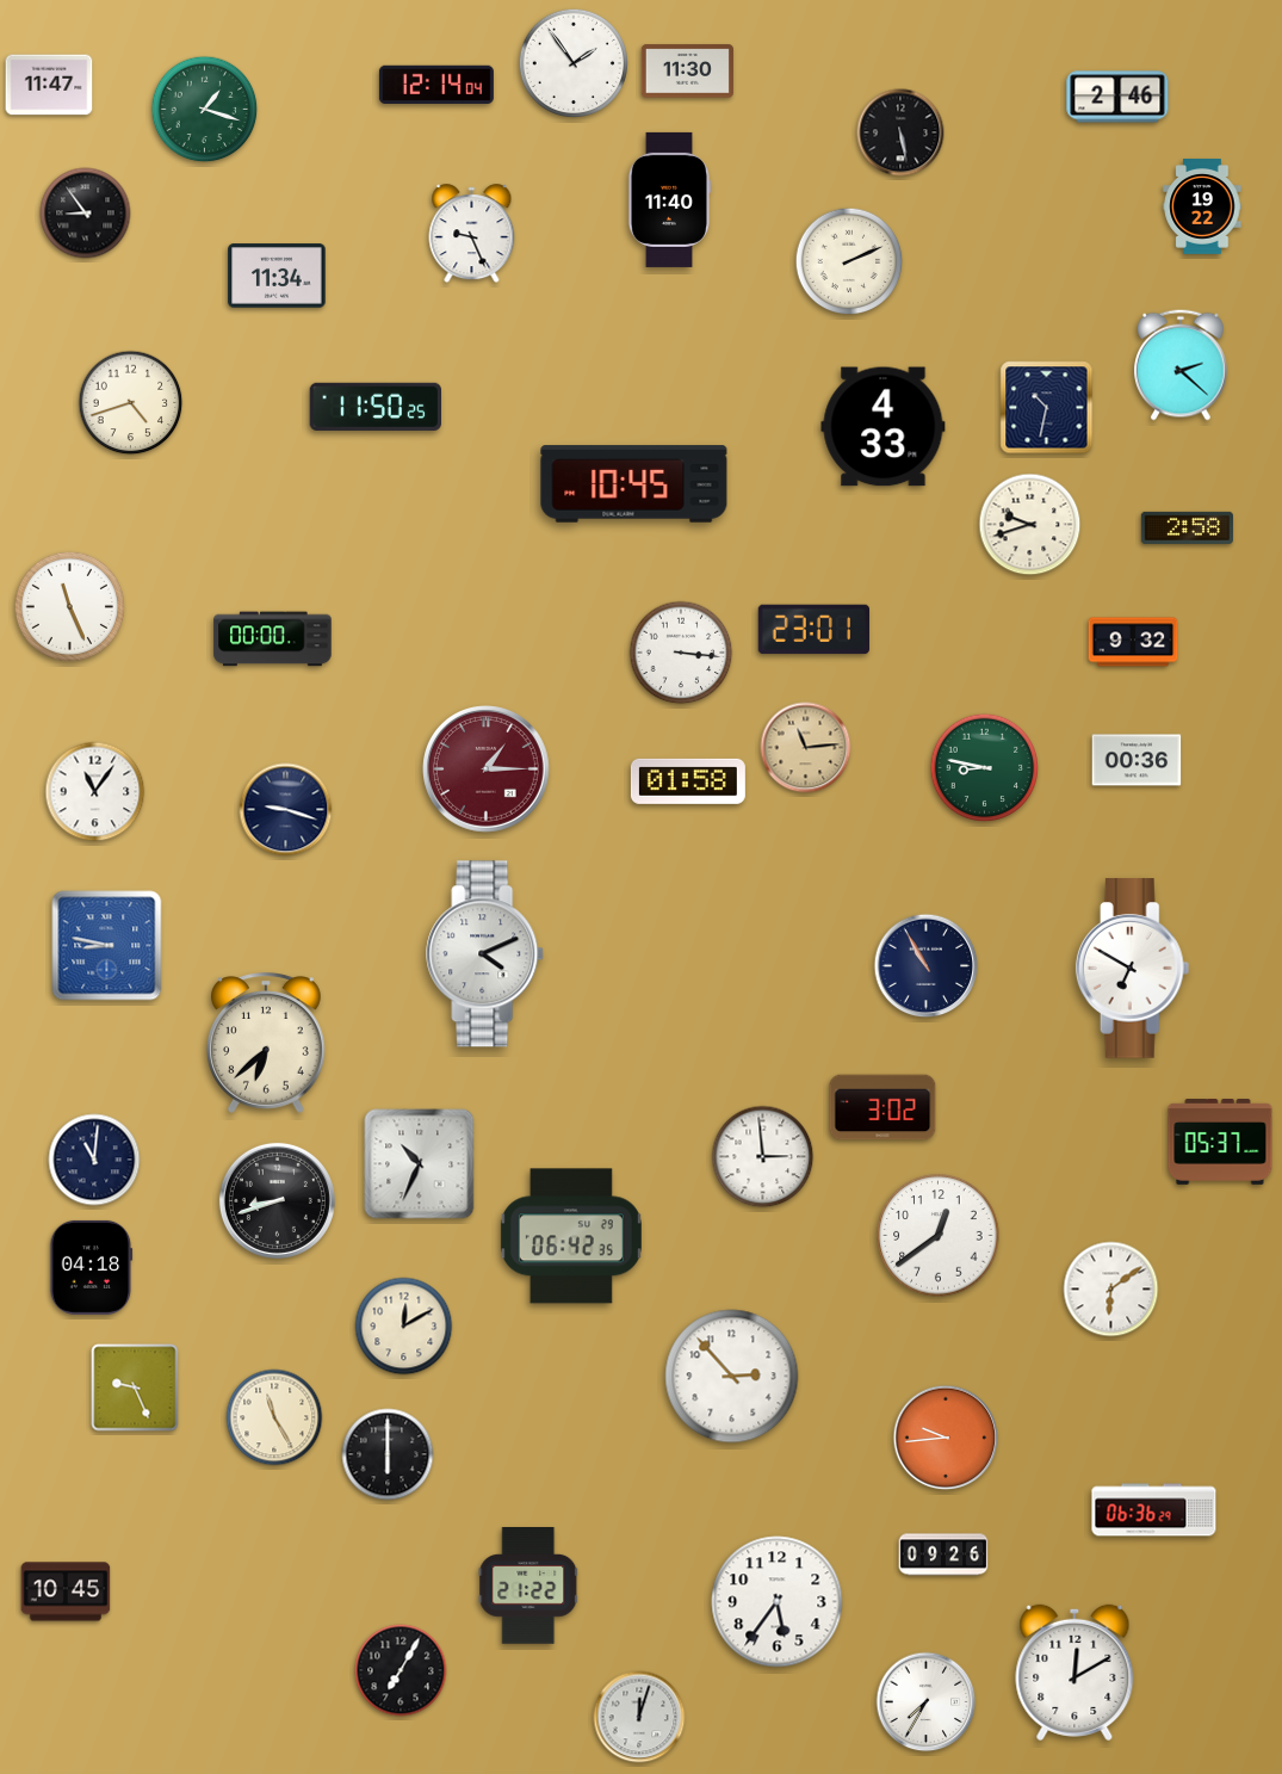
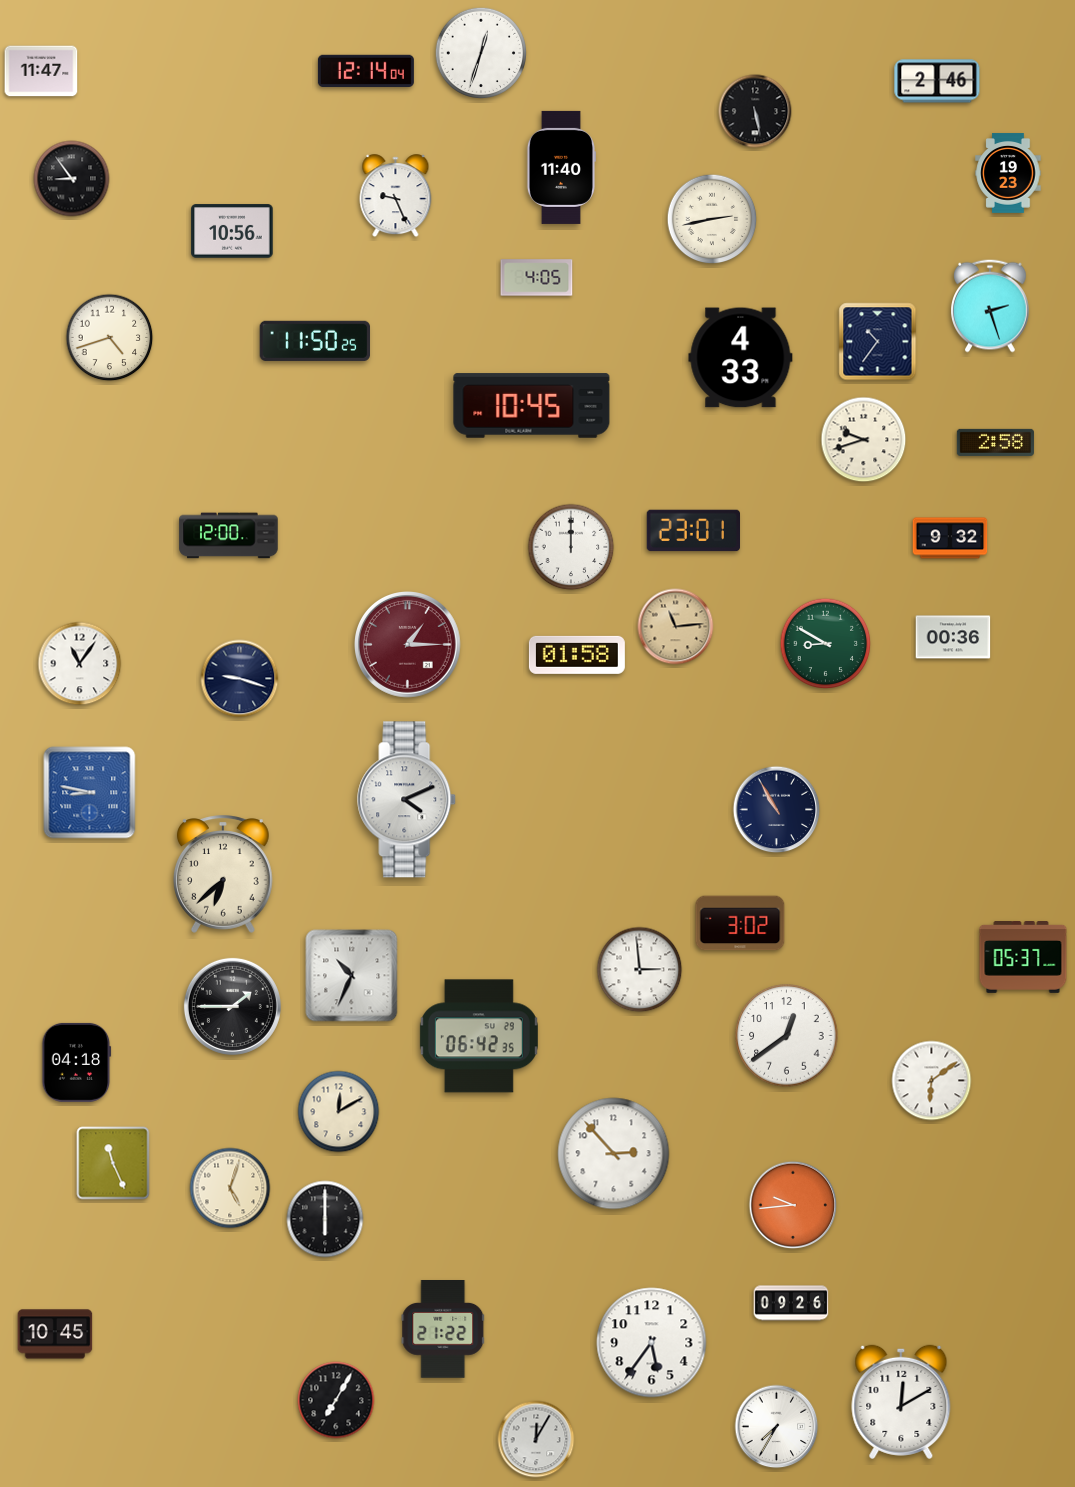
clock at (572, 62): 1:54 -> 12:33
clock at (687, 72): 11:30 -> none
clock at (205, 110): 1:18 -> none
clock at (1202, 206): 19:22 -> 19:23
clock at (849, 261): 2:11 -> 2:43
clock at (277, 276): 11:34 -> 10:56
clock at (537, 278): none -> 4:05
clock at (1182, 365): 2:22 -> 2:27
clock at (1047, 408): 10:32 -> 10:36
clock at (69, 606): 11:26 -> none
clock at (815, 630) position: (815, 630) -> (694, 531)
clock at (273, 639): 00:00 -> 12:00
clock at (681, 653): 3:16 -> 12:00
clock at (985, 768): 8:47 -> 8:50
clock at (1133, 969): 6:50 -> none
clock at (882, 1107) position: (882, 1107) -> (740, 923)
clock at (94, 1160): 11:01 -> none
clock at (277, 1200): 8:42 -> 1:45
clock at (135, 1387): 9:26 -> 11:26
clock at (274, 1417): 11:25 -> 5:03
clock at (1154, 1510): 06:36 -> none
clock at (639, 1717): 12:03 -> 12:05
